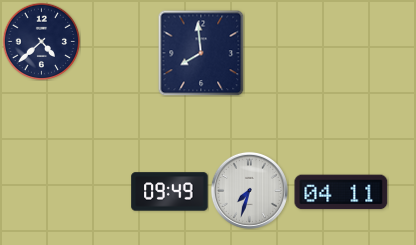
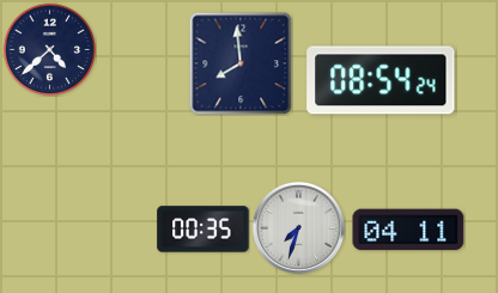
clock at (381, 80): none -> 08:54
clock at (170, 192): 09:49 -> 00:35
